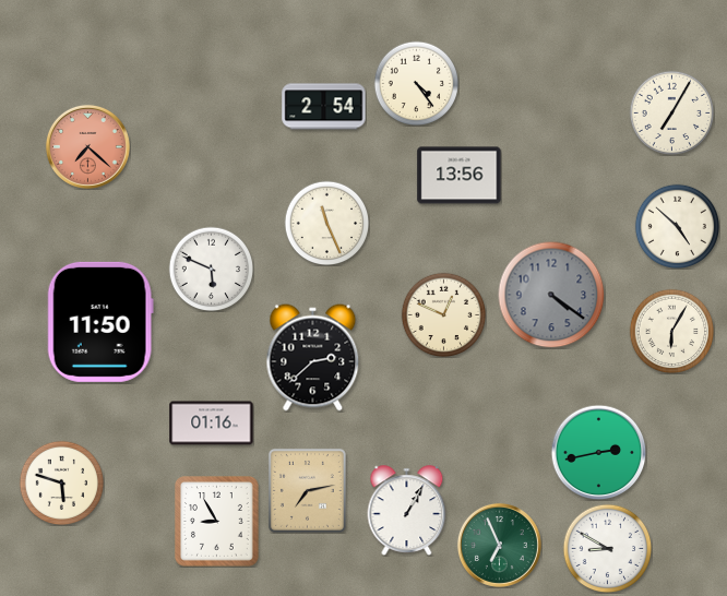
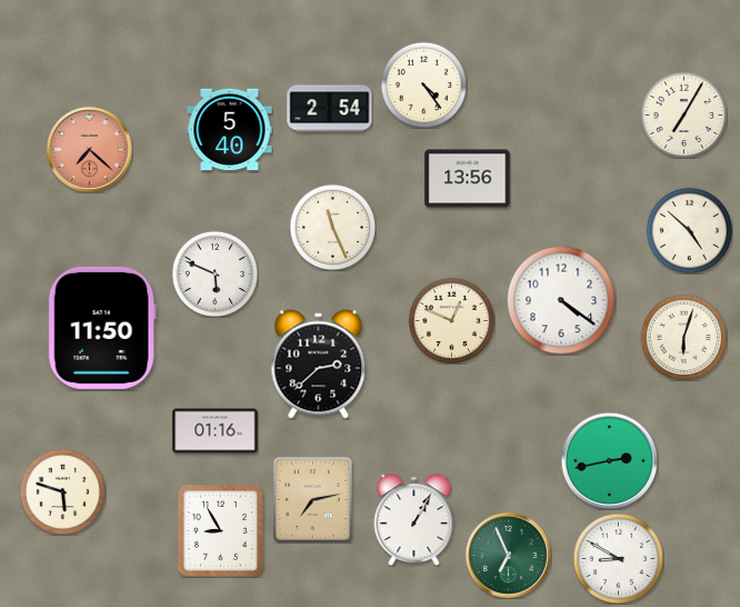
clock at (230, 130): none -> 5:40
clock at (551, 295) dial: grey -> white
clock at (671, 331): 6:05 -> 6:03
